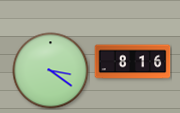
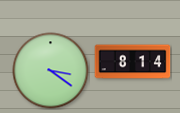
clock at (133, 62): 8:16 -> 8:14
